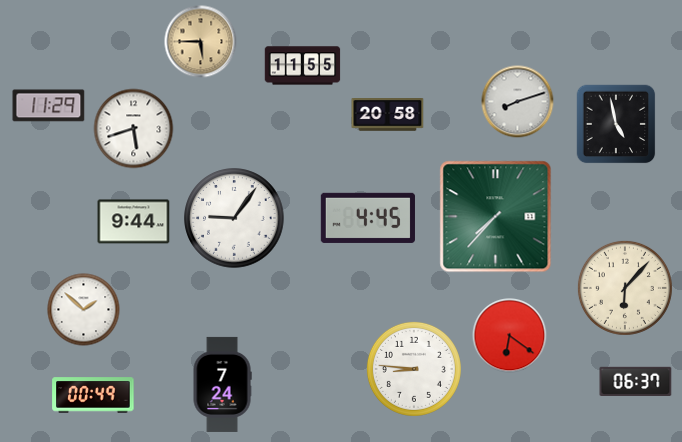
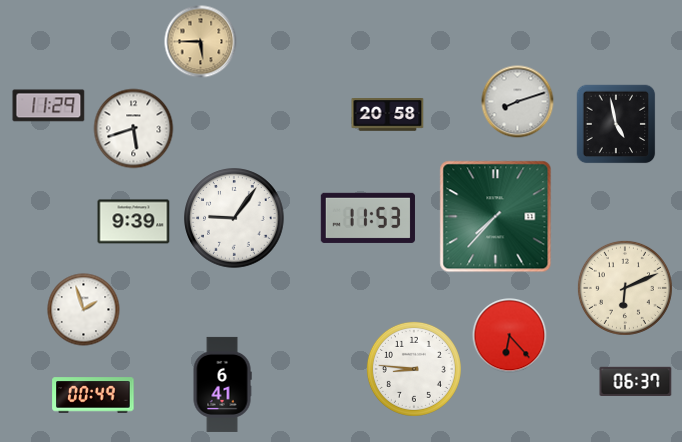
clock at (303, 66): 11:55 -> none
clock at (368, 218): 4:45 -> 11:53
clock at (134, 222): 9:44 -> 9:39
clock at (625, 288): 6:07 -> 6:11
clock at (84, 310): 1:52 -> 1:57
clock at (510, 336): 6:21 -> 6:23
clock at (222, 384): 7:24 -> 6:41
